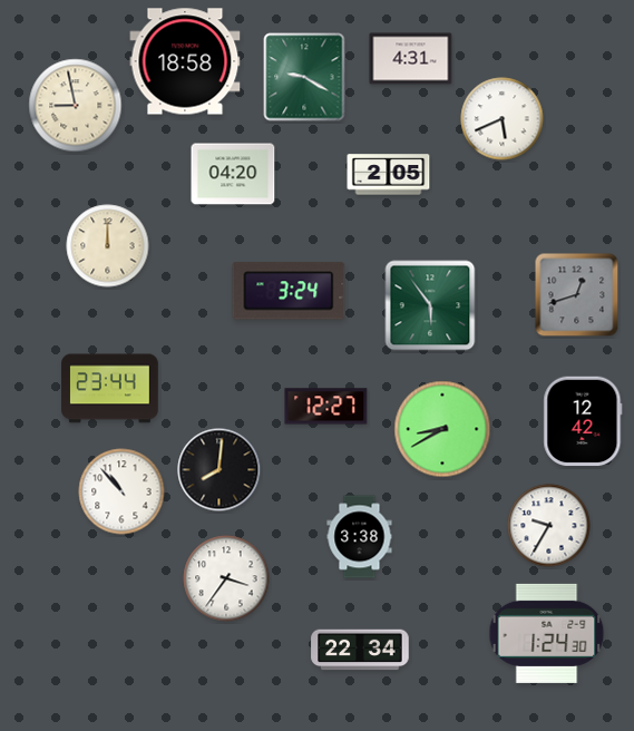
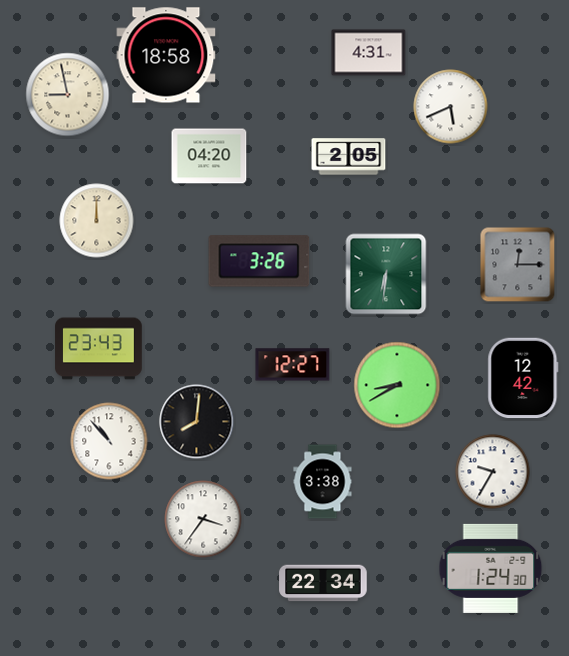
clock at (304, 77): 9:20 -> none
clock at (289, 291): 3:24 -> 3:26
clock at (577, 295): 12:42 -> 12:15
clock at (430, 305): 5:54 -> 6:31
clock at (110, 389): 23:44 -> 23:43
